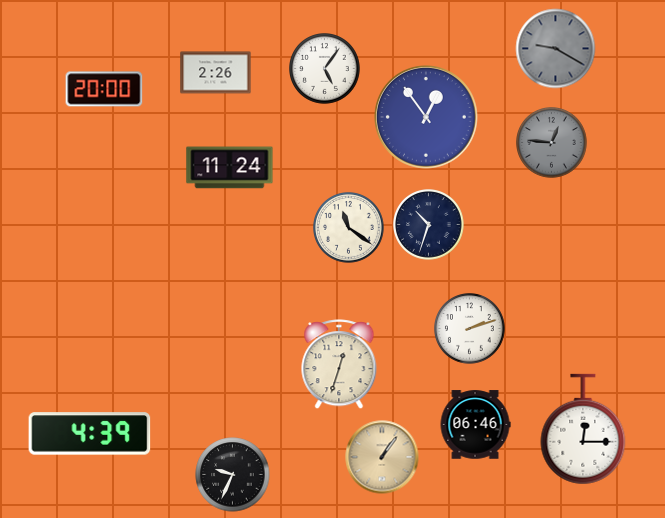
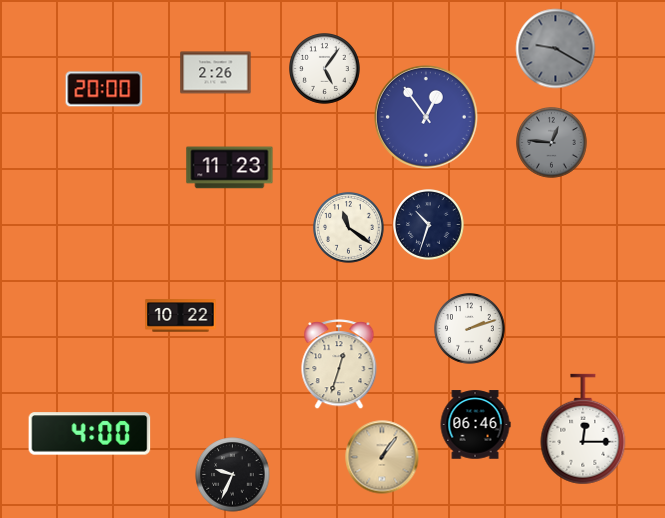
clock at (230, 168): 11:24 -> 11:23
clock at (181, 316): none -> 10:22
clock at (90, 434): 4:39 -> 4:00
